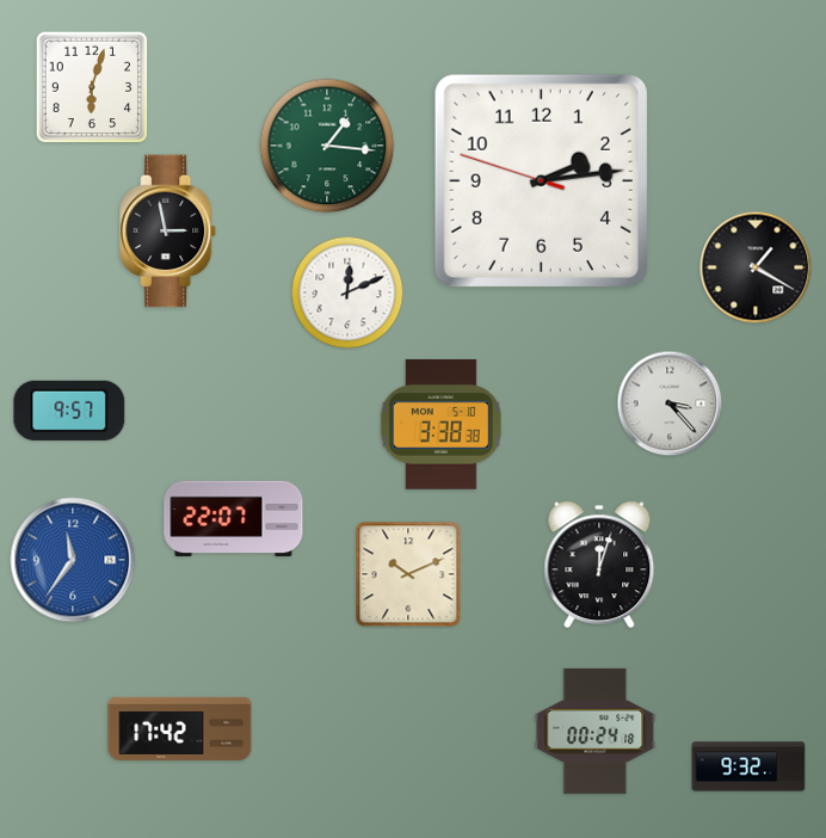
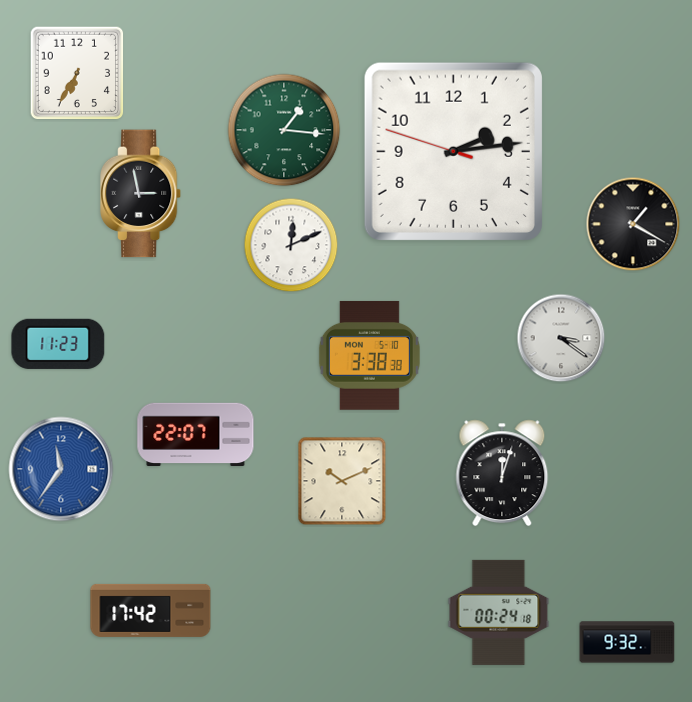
clock at (92, 87): 6:03 -> 6:35
clock at (327, 146) position: (327, 146) -> (284, 130)
clock at (670, 403): 3:23 -> 3:21
clock at (69, 411): 9:57 -> 11:23
